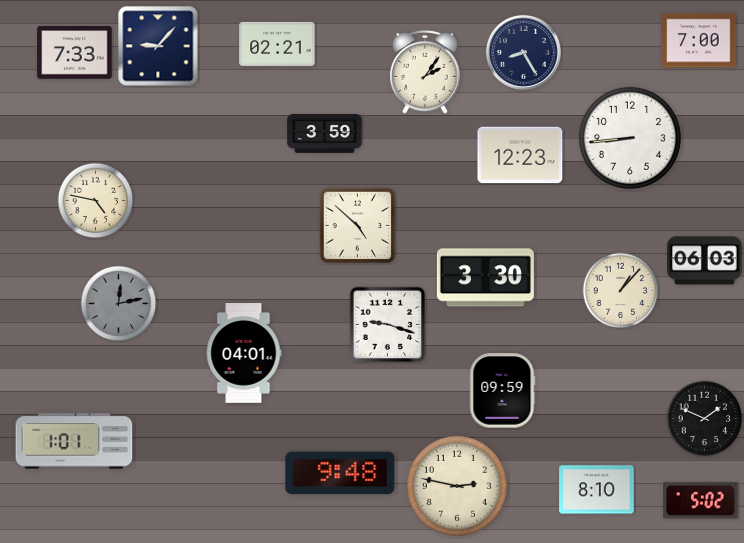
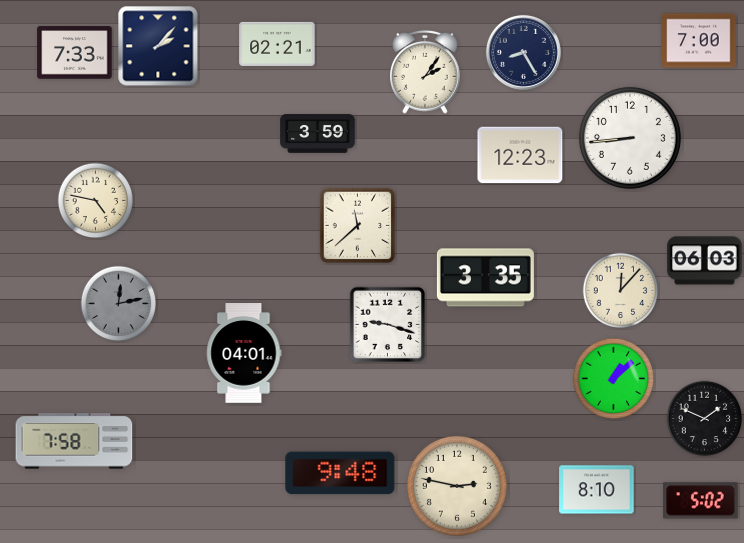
clock at (158, 46): 9:07 -> 2:07
clock at (325, 134) position: (325, 134) -> (318, 134)
clock at (358, 226): 4:52 -> 11:38
clock at (485, 278): 3:30 -> 3:35
clock at (621, 291): 1:07 -> 12:07
clock at (613, 378): none -> 1:08
clock at (503, 391): 09:59 -> none
clock at (74, 441): 1:01 -> 7:58
